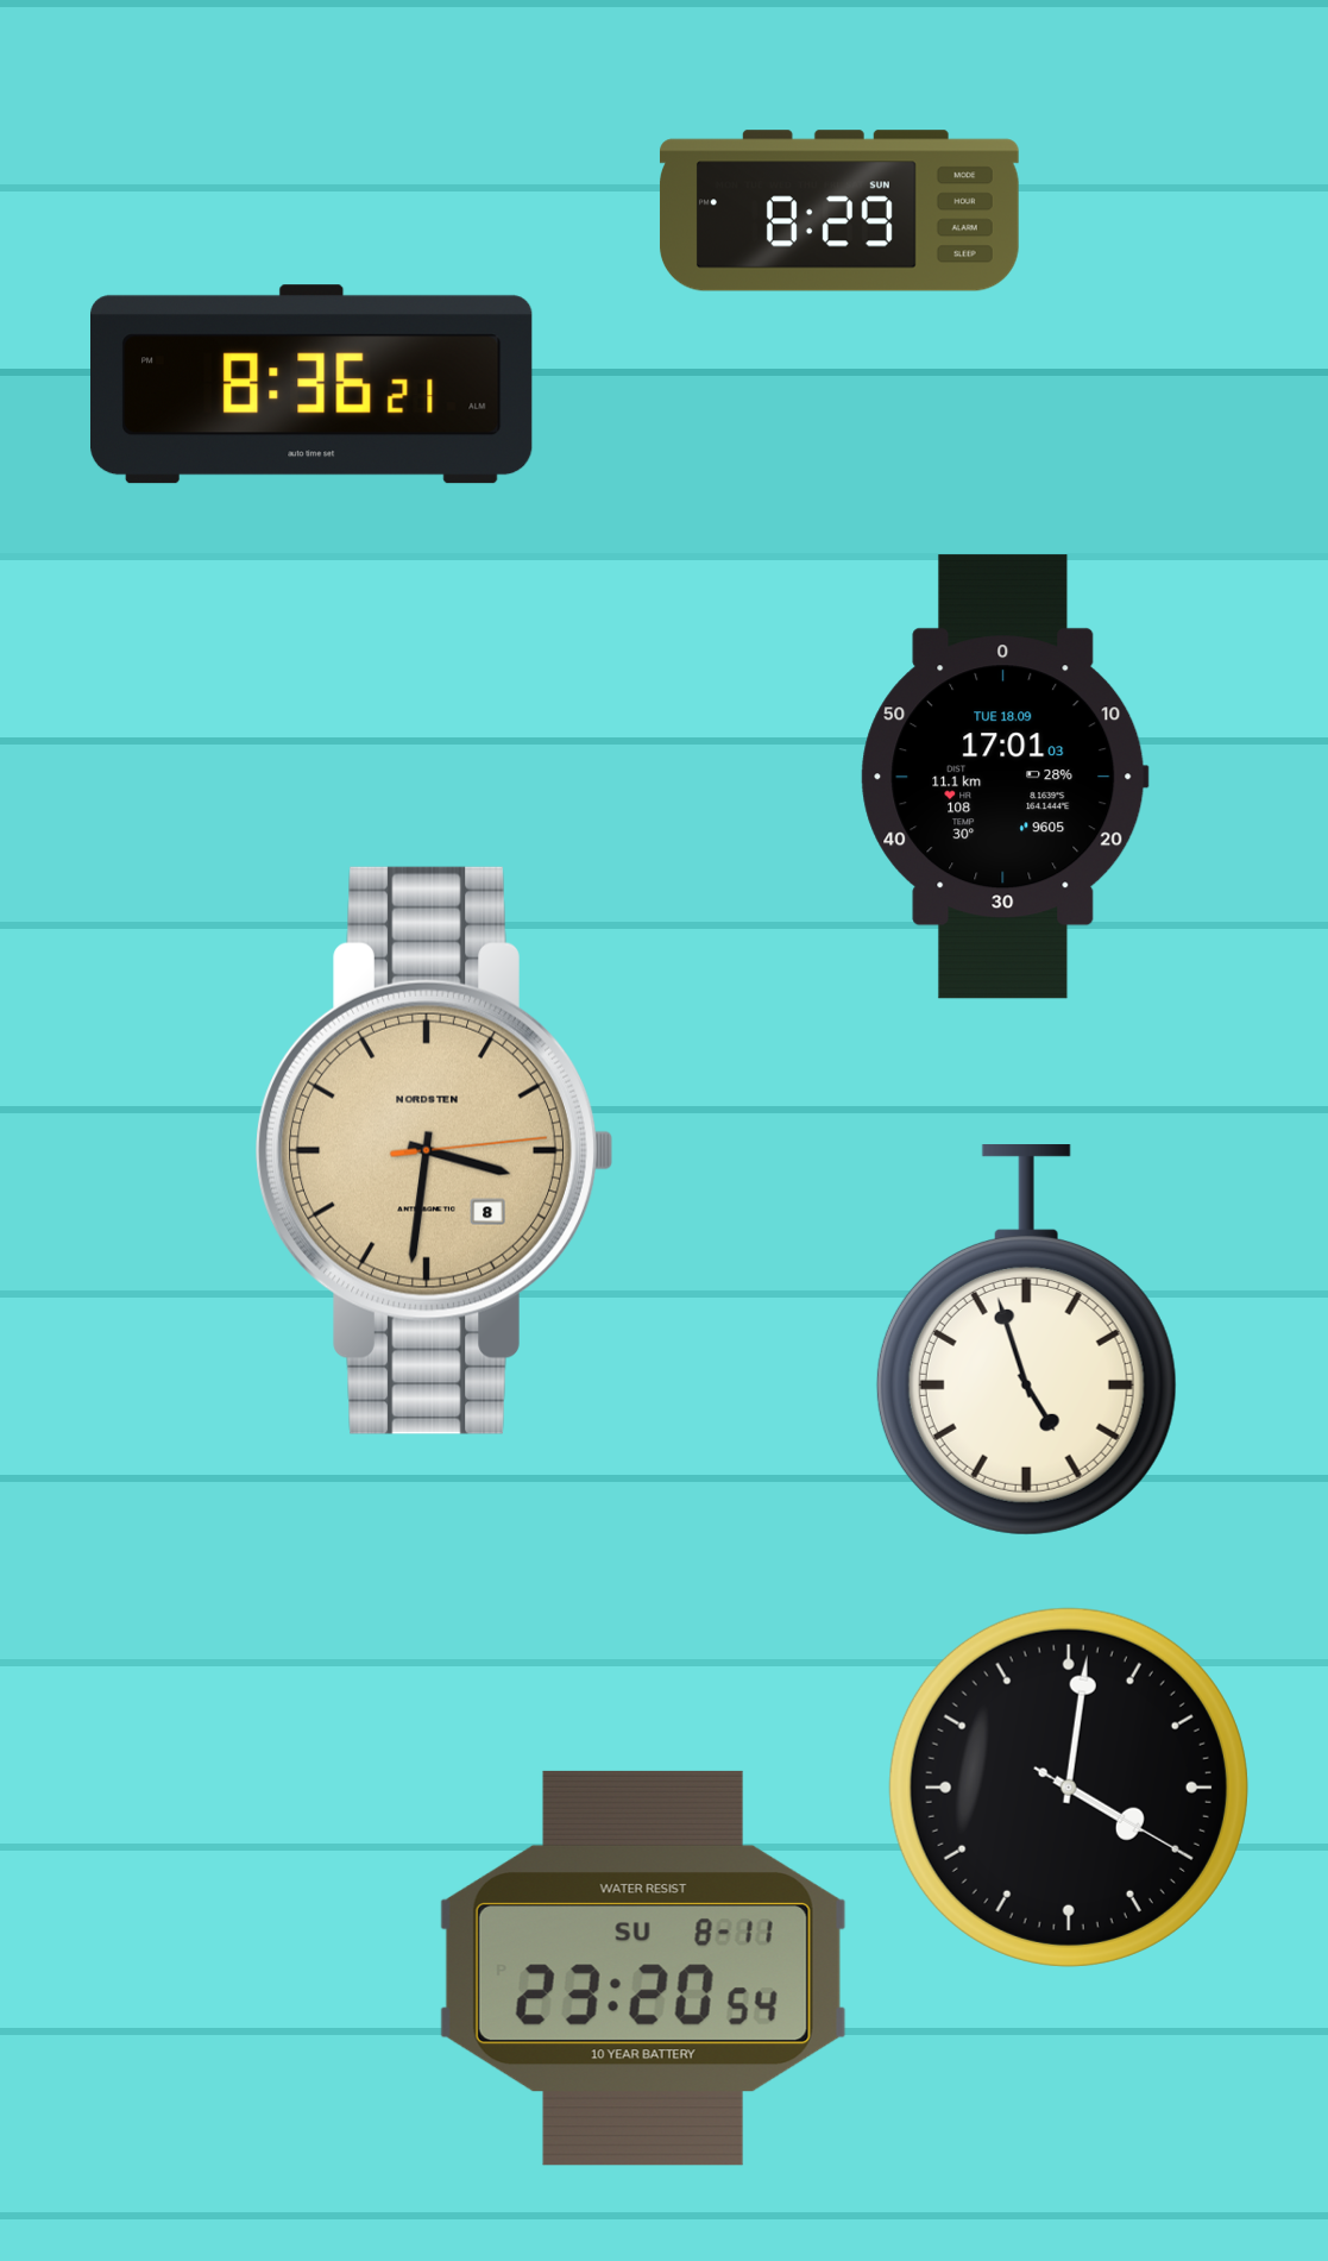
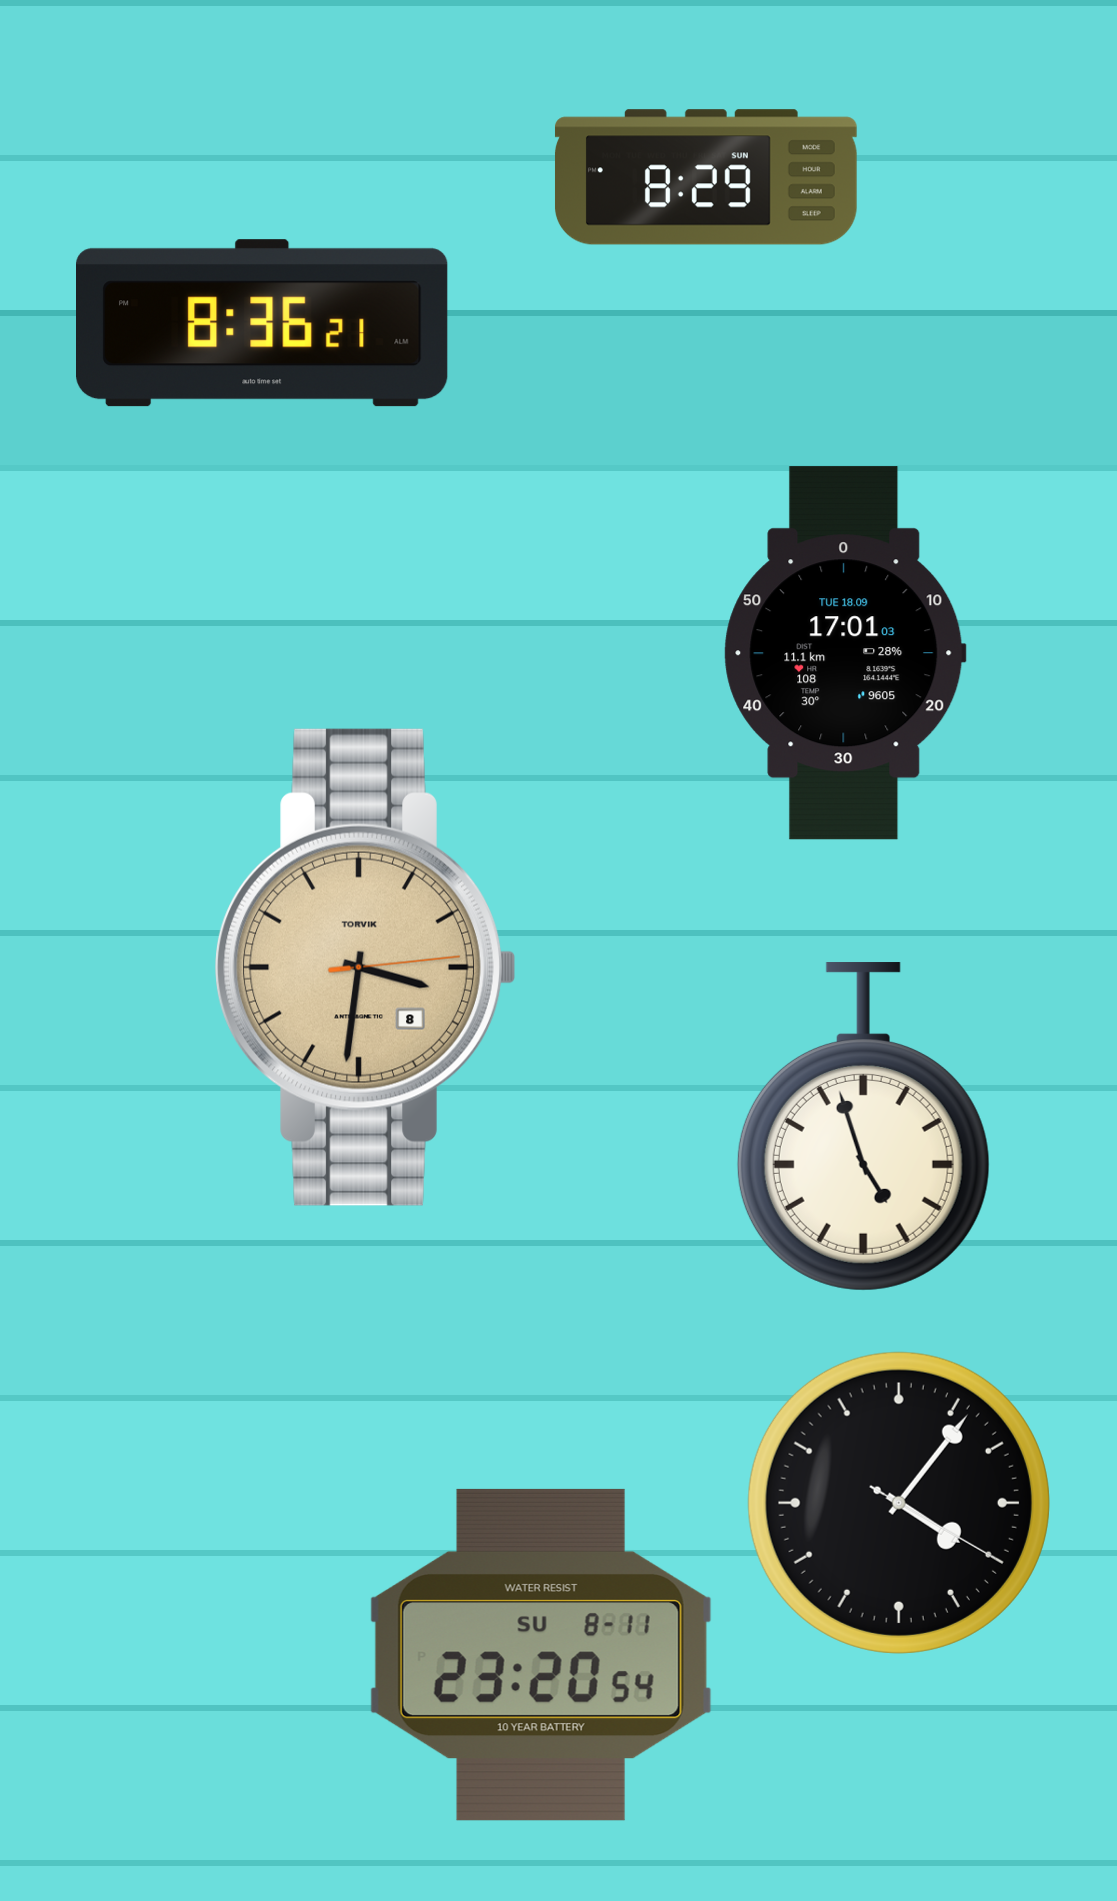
clock at (435, 1150) brand: NORDSTEN -> TORVIK
clock at (1069, 1788): 4:01 -> 4:06
